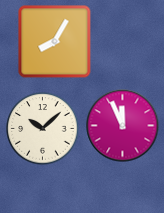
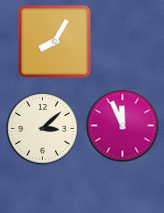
clock at (43, 129): 10:08 -> 3:08
